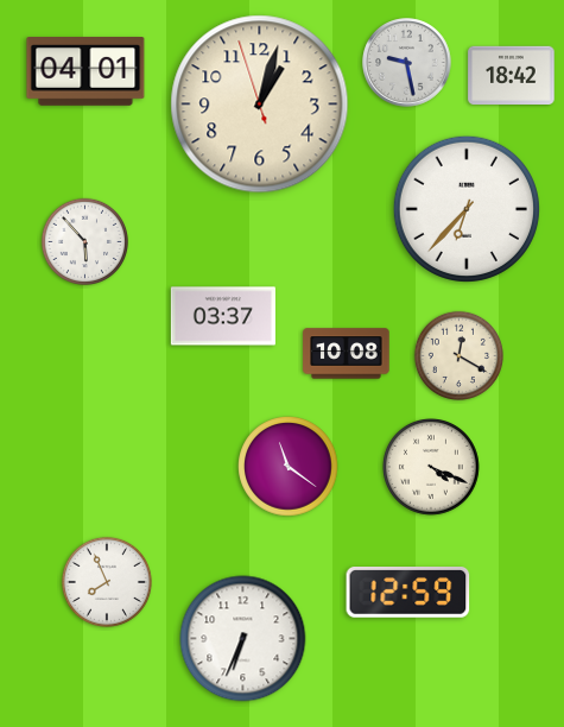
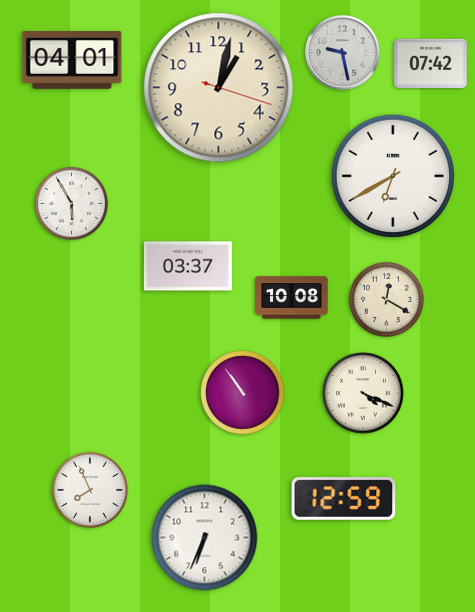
clock at (512, 75): 18:42 -> 07:42
clock at (260, 105): 1:02:57 -> 1:02:18
clock at (467, 209): 6:37 -> 6:40
clock at (84, 241): 5:53 -> 5:55
clock at (289, 467): 11:21 -> 10:54
